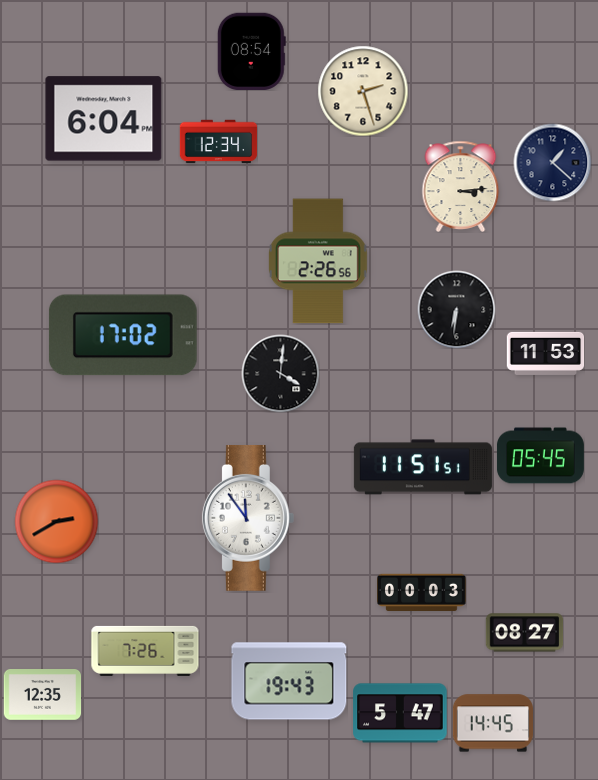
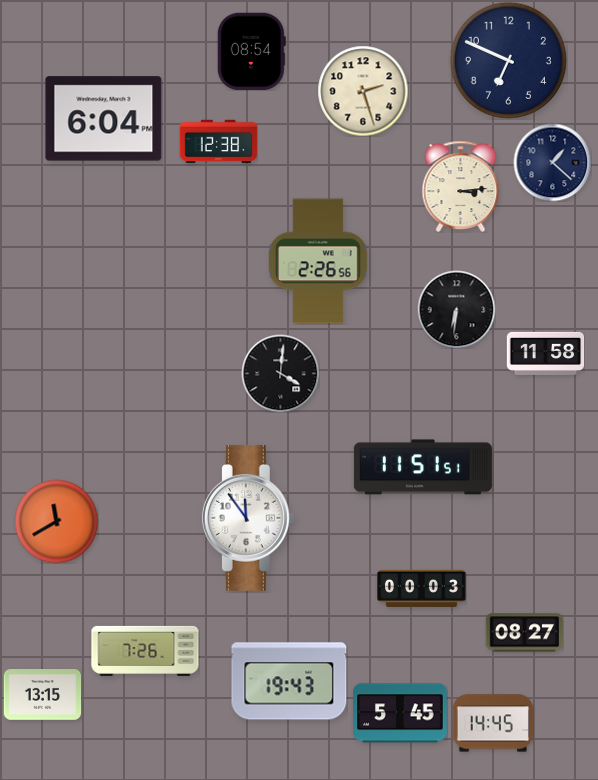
clock at (508, 60): none -> 6:49
clock at (218, 142): 12:34 -> 12:38
clock at (123, 335): 17:02 -> none
clock at (545, 353): 11:53 -> 11:58
clock at (540, 456): 05:45 -> none
clock at (56, 521): 2:40 -> 11:40
clock at (422, 593) position: (422, 593) -> (422, 589)
clock at (42, 695): 12:35 -> 13:15
clock at (400, 713): 5:47 -> 5:45
